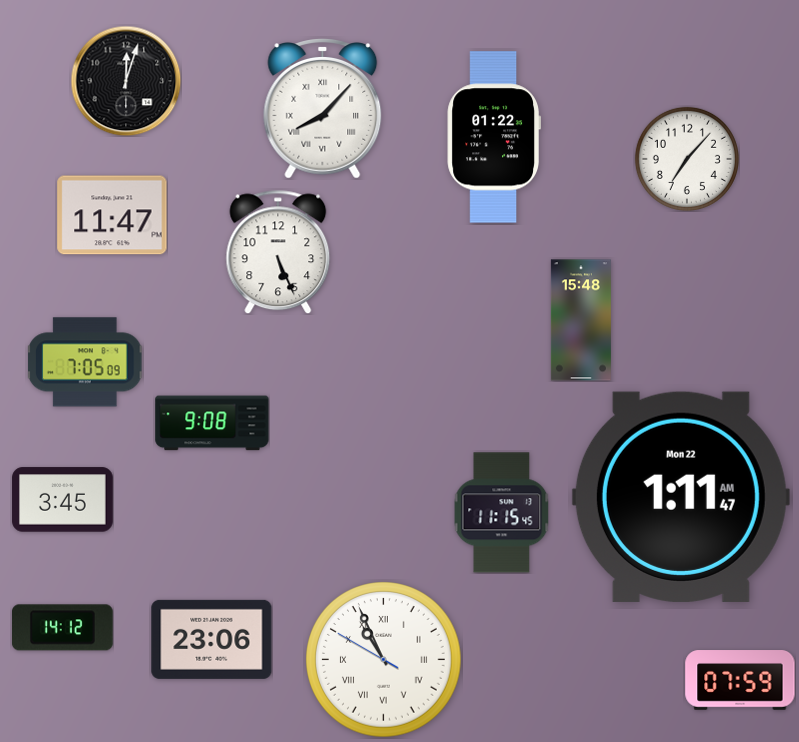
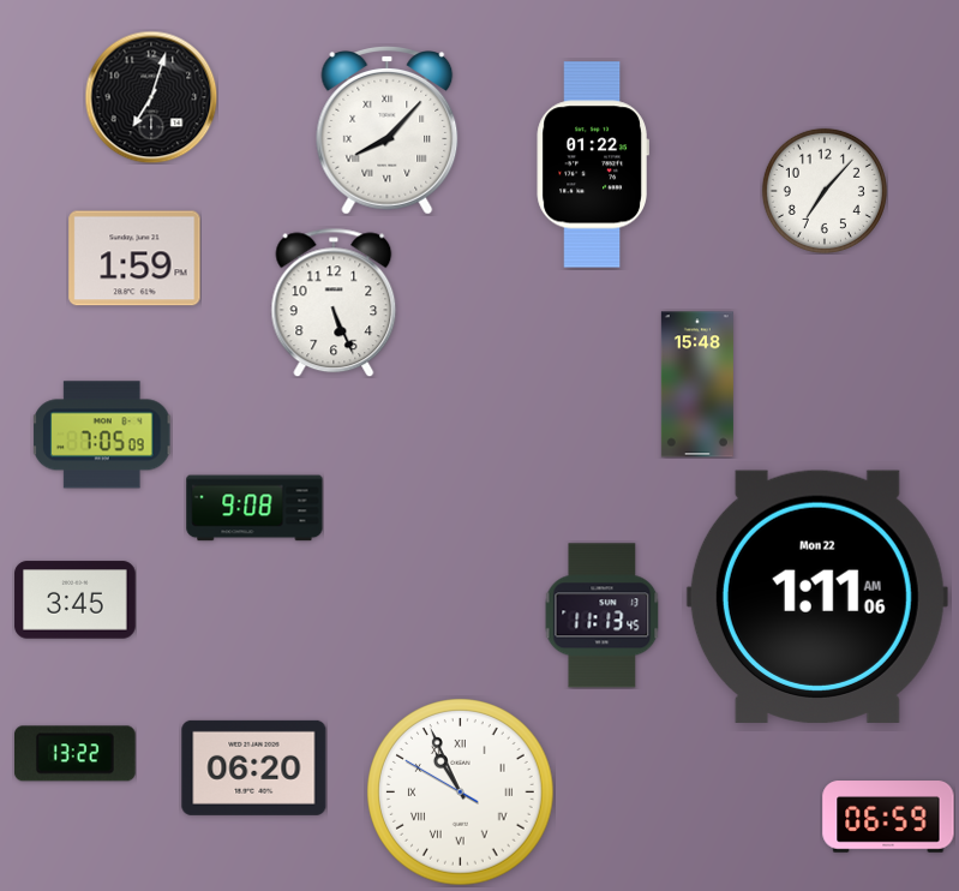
clock at (126, 81): 12:03 -> 7:03
clock at (112, 215): 11:47 -> 1:59
clock at (681, 497): 1:11:47 AM -> 1:11:06 AM
clock at (502, 513): 11:15 -> 11:13
clock at (62, 628): 14:12 -> 13:22
clock at (212, 639): 23:06 -> 06:20
clock at (740, 680): 07:59 -> 06:59
